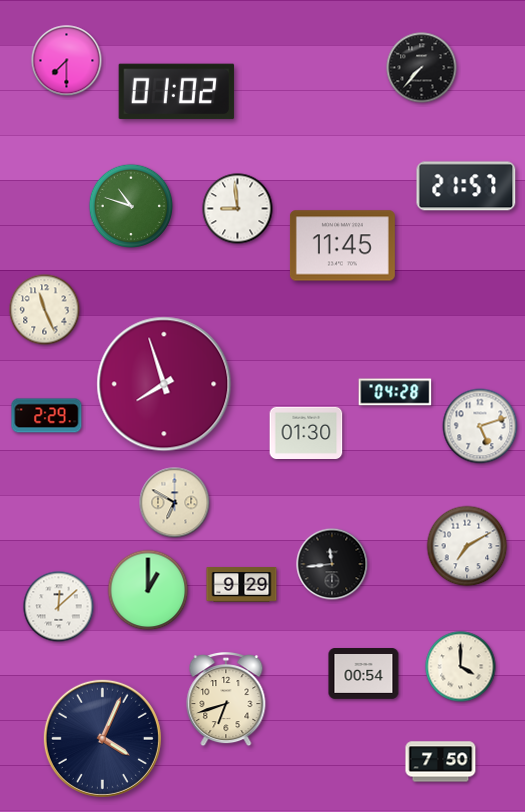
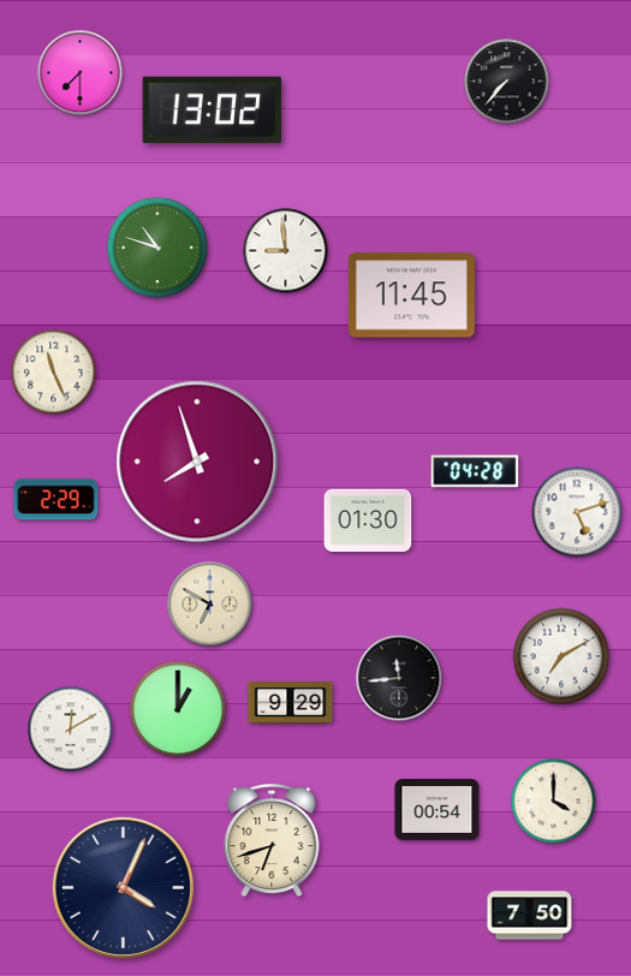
clock at (177, 92): 01:02 -> 13:02
clock at (466, 186): 21:57 -> none
clock at (59, 607): 12:08 -> 12:10
